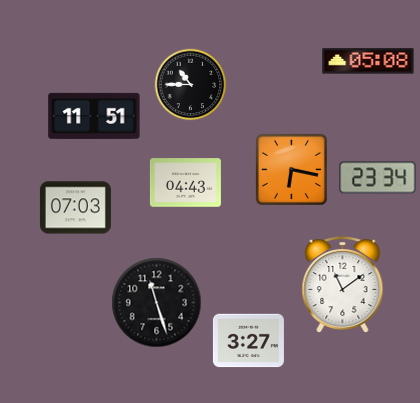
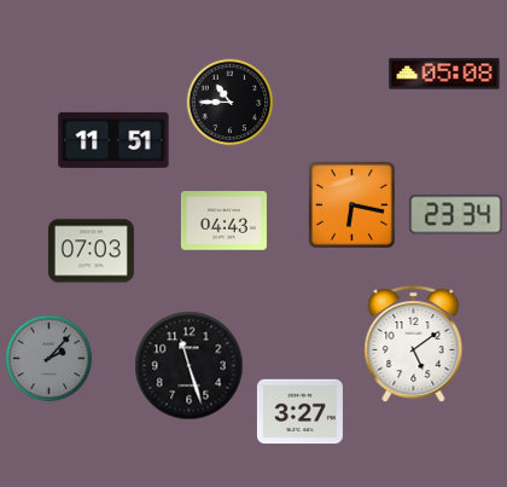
clock at (343, 285): 11:09 -> 5:09
clock at (49, 359): none -> 2:07
